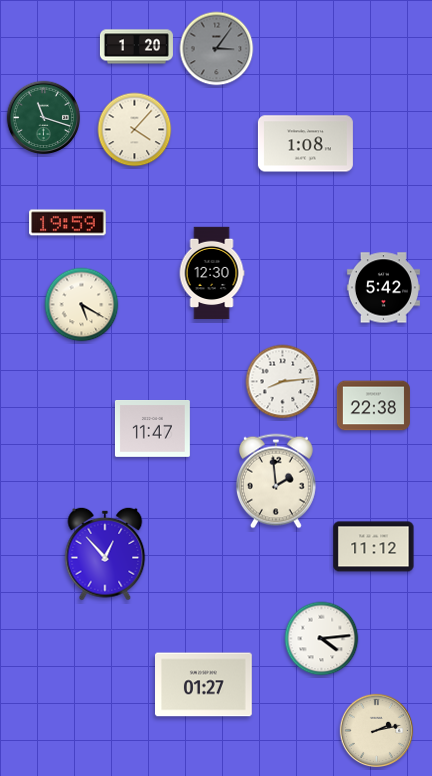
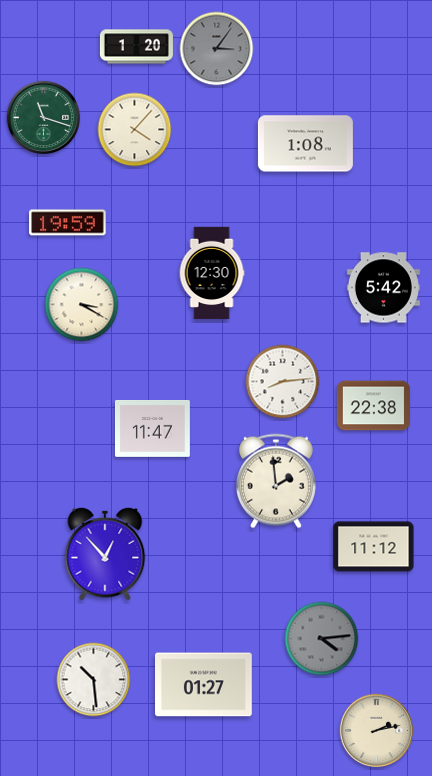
clock at (82, 305): 5:20 -> 3:20
clock at (322, 639) dial: white -> grey
clock at (94, 680): none -> 10:29
